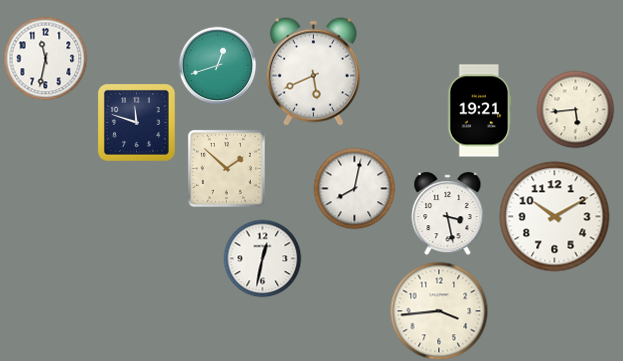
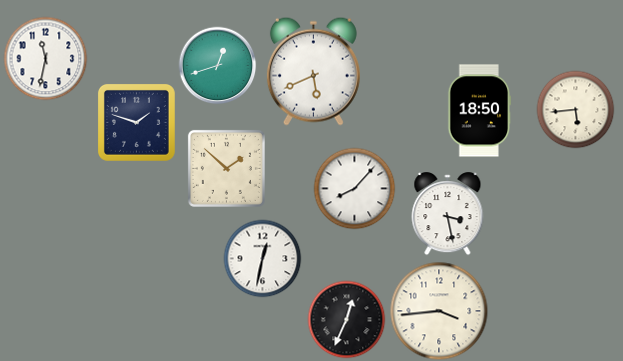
clock at (480, 111): 19:21 -> 18:50
clock at (136, 122): 11:48 -> 1:48
clock at (354, 188): 8:02 -> 8:07
clock at (555, 217): 10:10 -> none
clock at (346, 319): none -> 12:34
